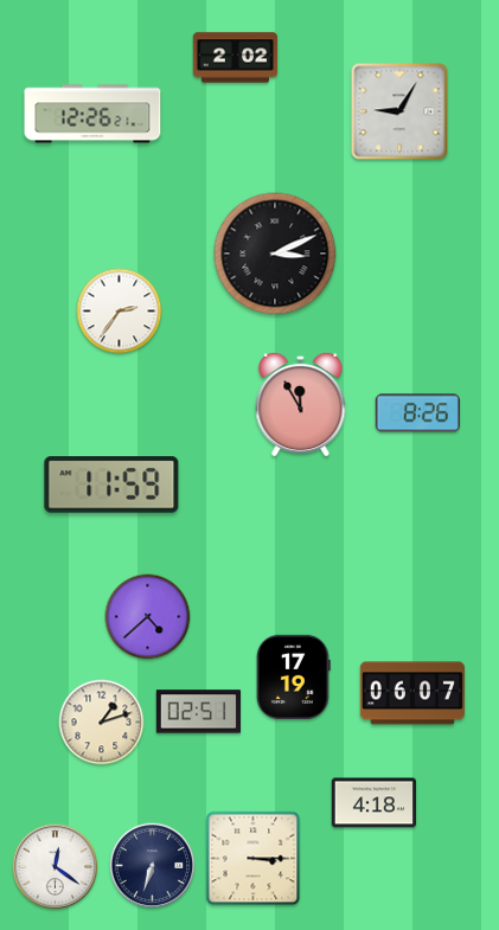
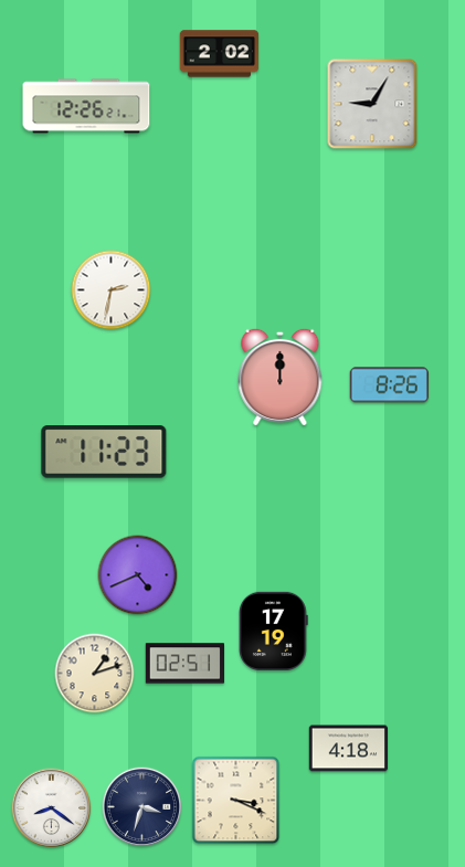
clock at (275, 254): 3:11 -> none
clock at (120, 312): 2:36 -> 2:32
clock at (301, 403): 11:55 -> 12:00
clock at (111, 485): 11:59 -> 11:23
clock at (148, 617): 4:38 -> 4:41
clock at (412, 693): 06:07 -> none
clock at (254, 859): 3:15 -> 3:19
clock at (153, 866): 6:33 -> 3:33
clock at (56, 867): 12:21 -> 8:21
